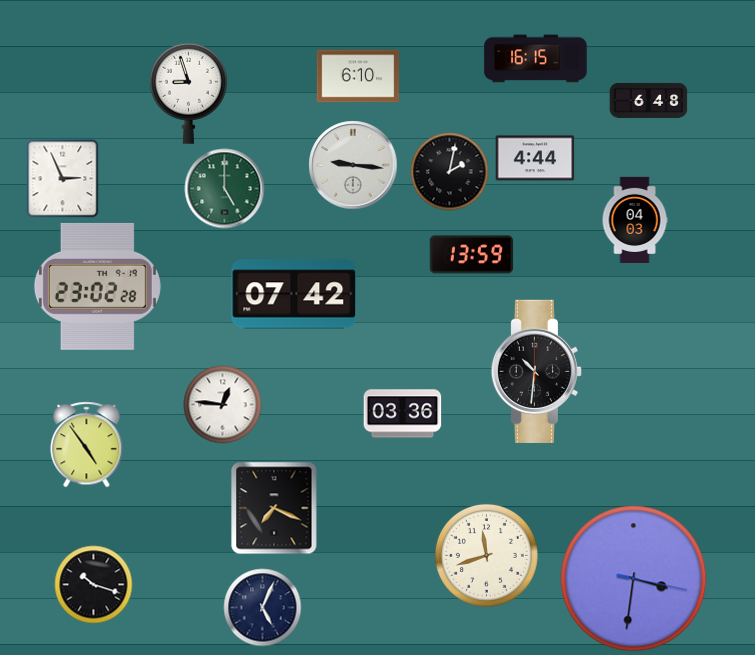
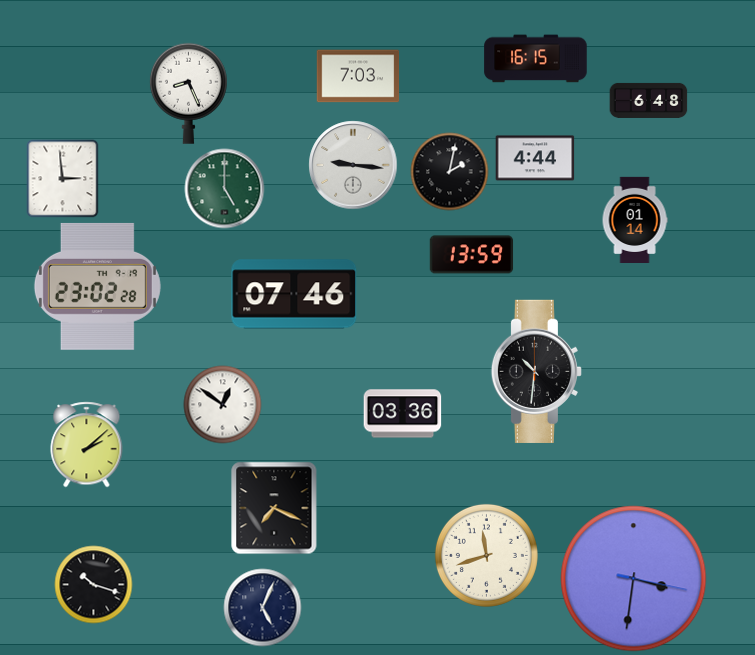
clock at (358, 76): 6:10 -> 7:03
clock at (188, 93): 8:57 -> 8:26
clock at (63, 178): 2:56 -> 2:59
clock at (635, 219): 04:03 -> 01:14
clock at (294, 294): 07:42 -> 07:46
clock at (222, 404): 12:46 -> 12:51
clock at (87, 444): 4:54 -> 2:08
